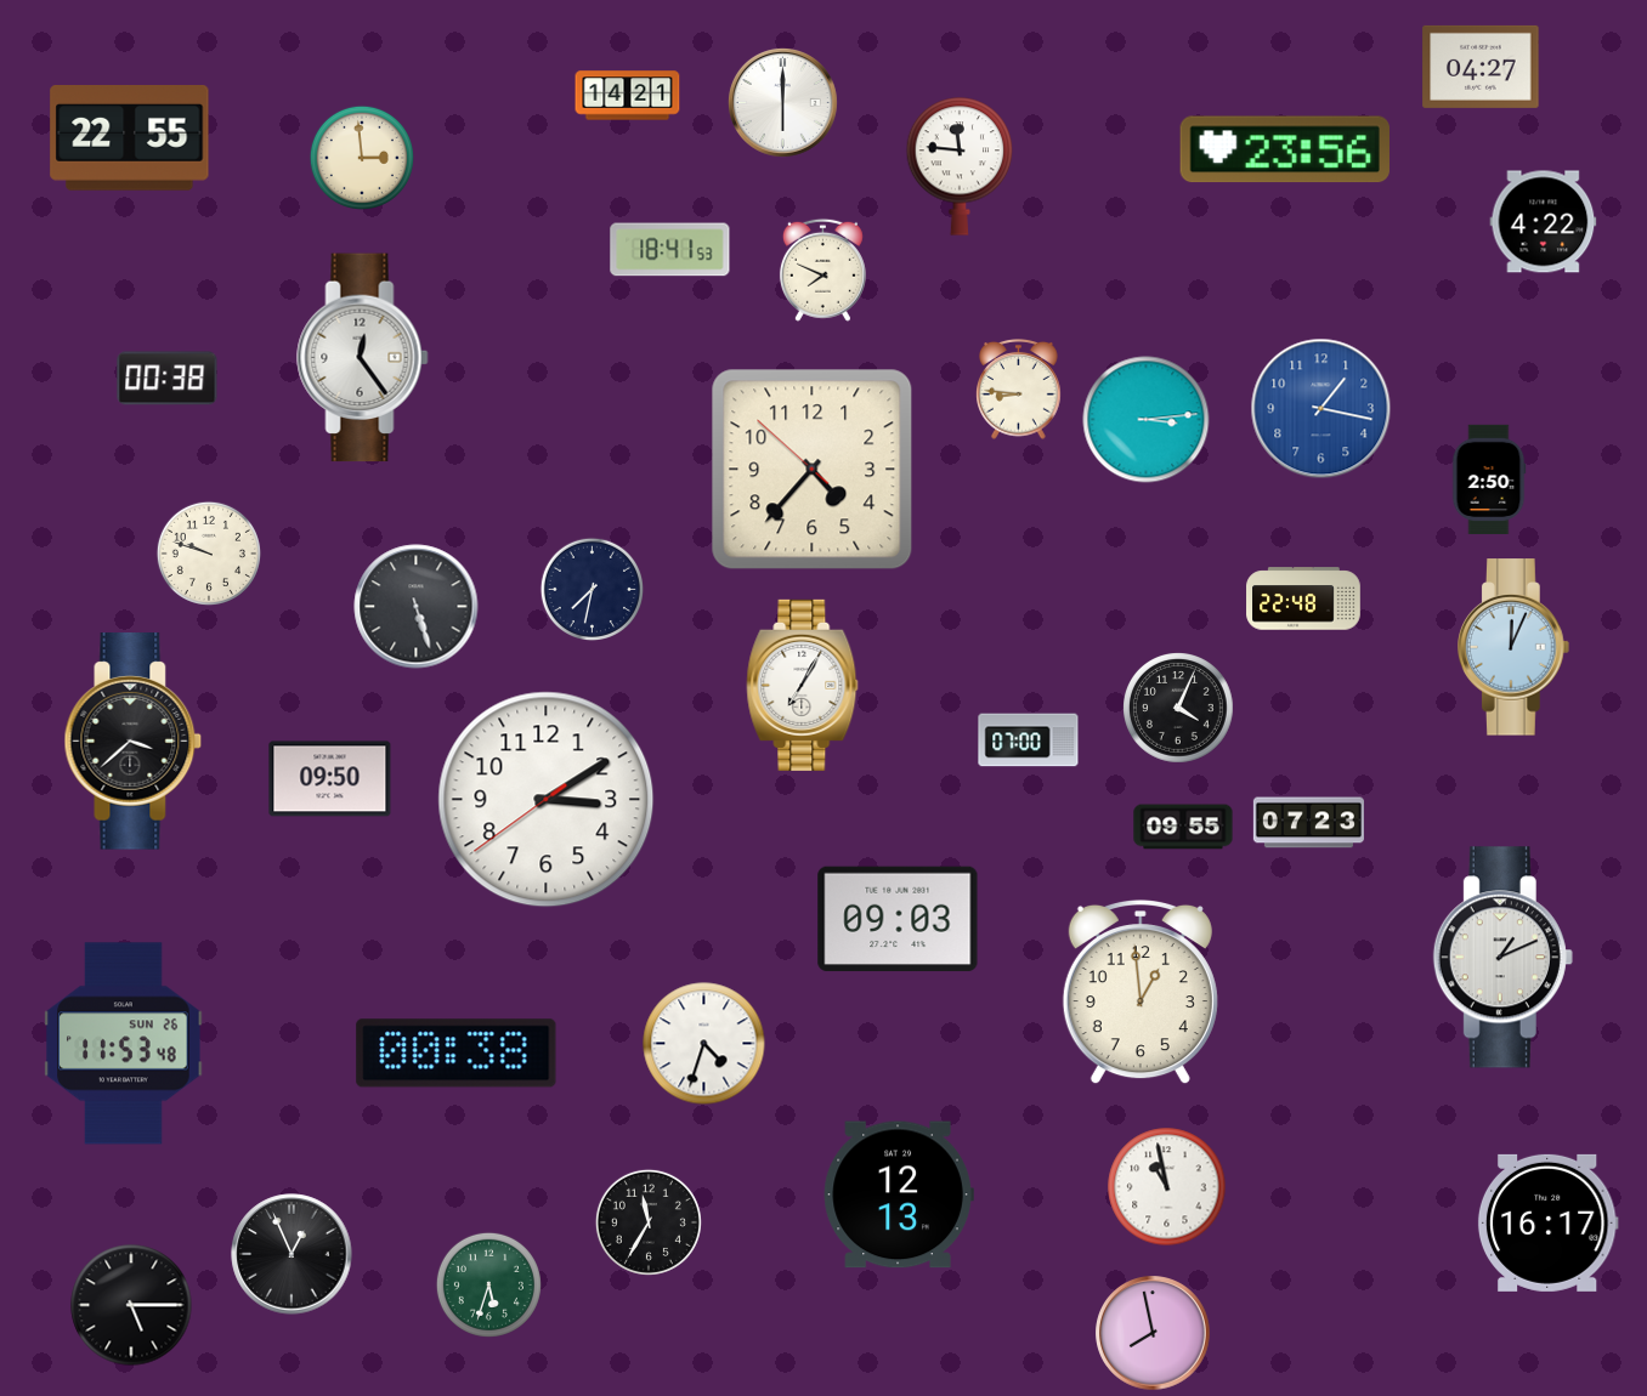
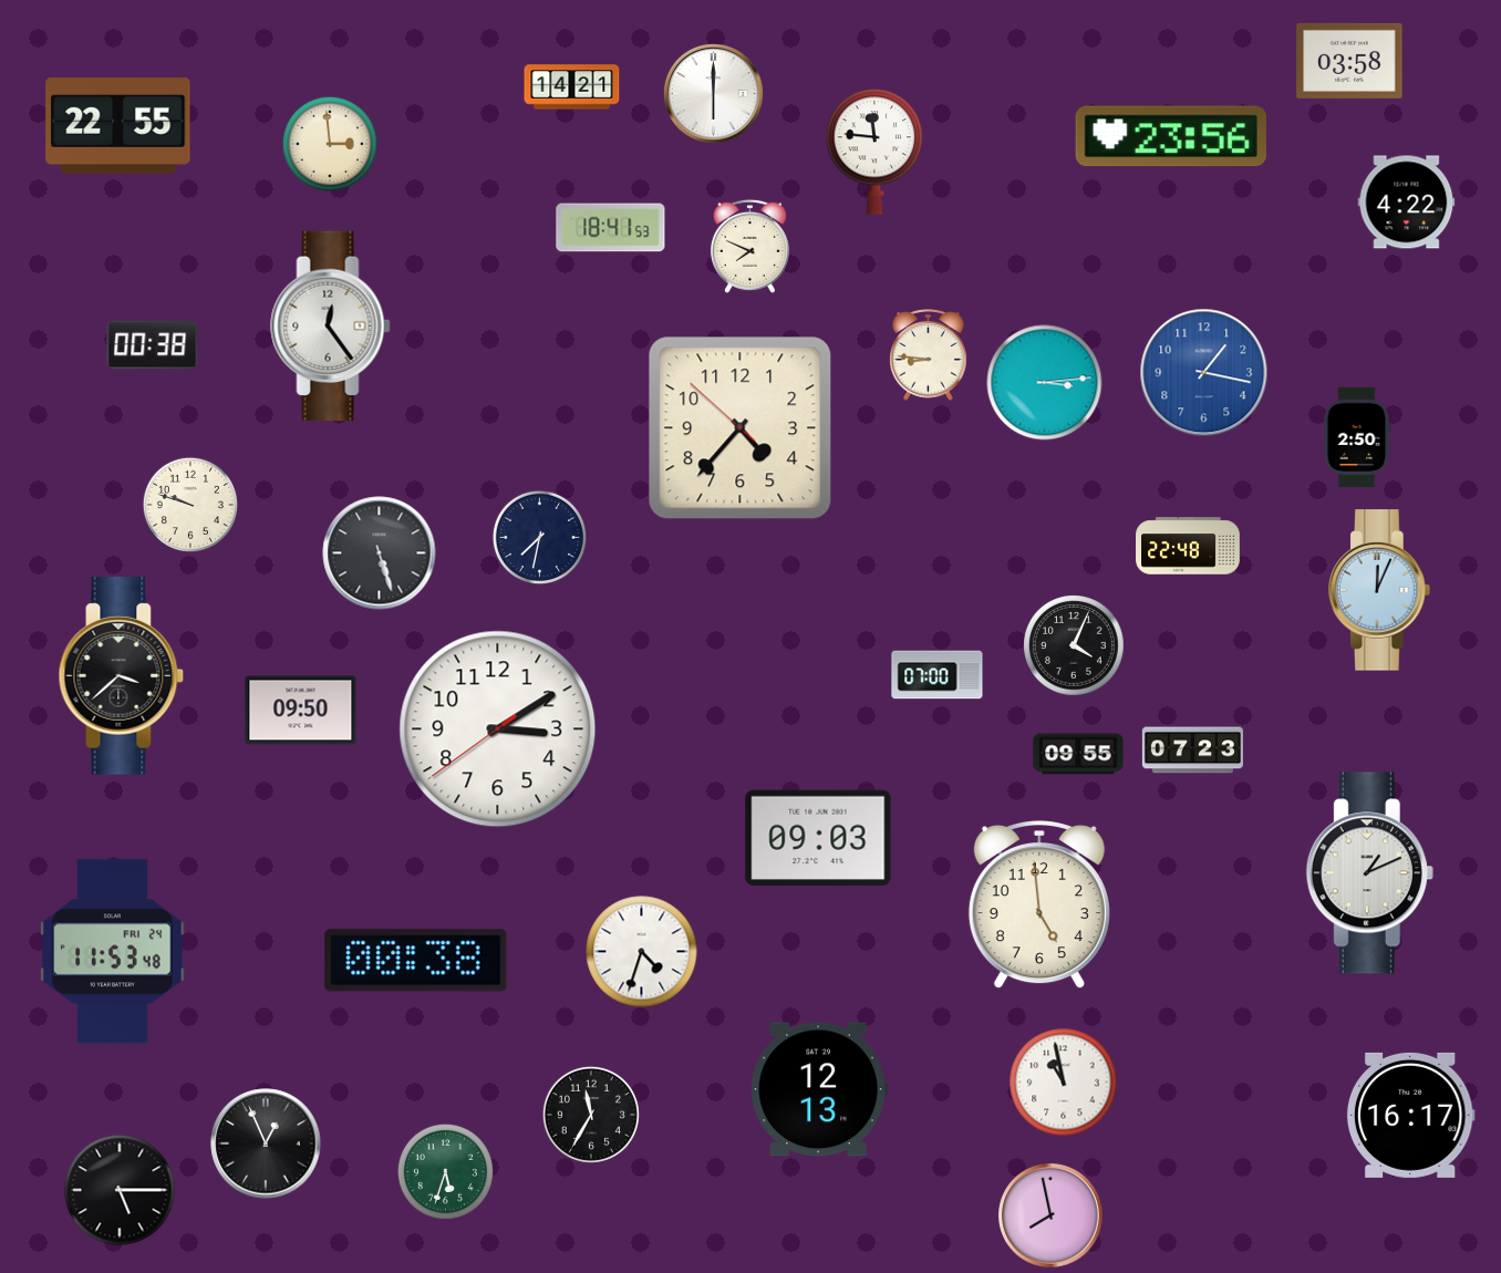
clock at (1481, 67): 04:27 -> 03:58
clock at (803, 685): 7:05 -> none
clock at (1141, 992): 12:59 -> 4:59
clock at (124, 1044) date: SUN 26 -> FRI 24
